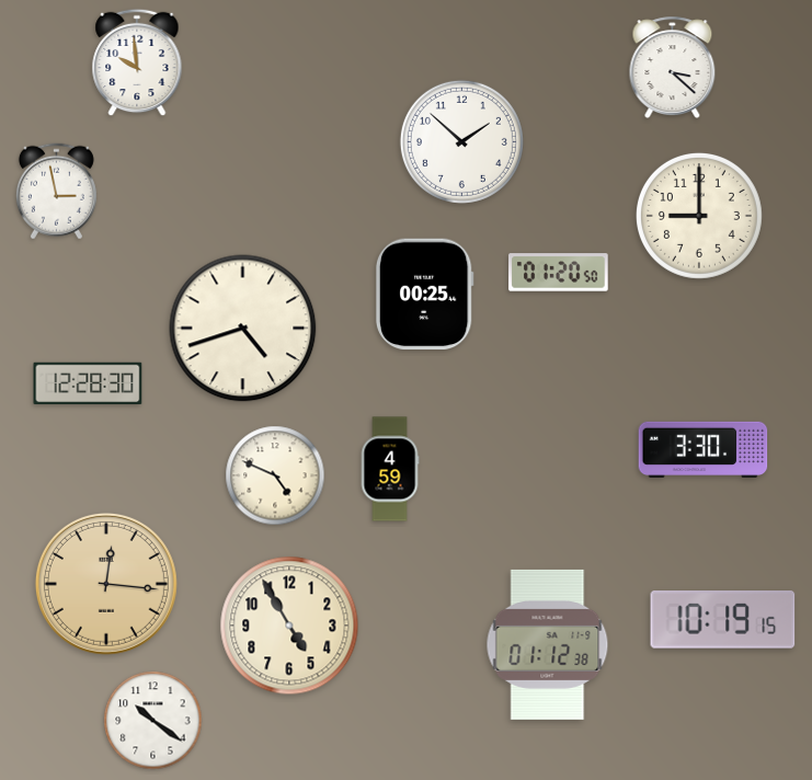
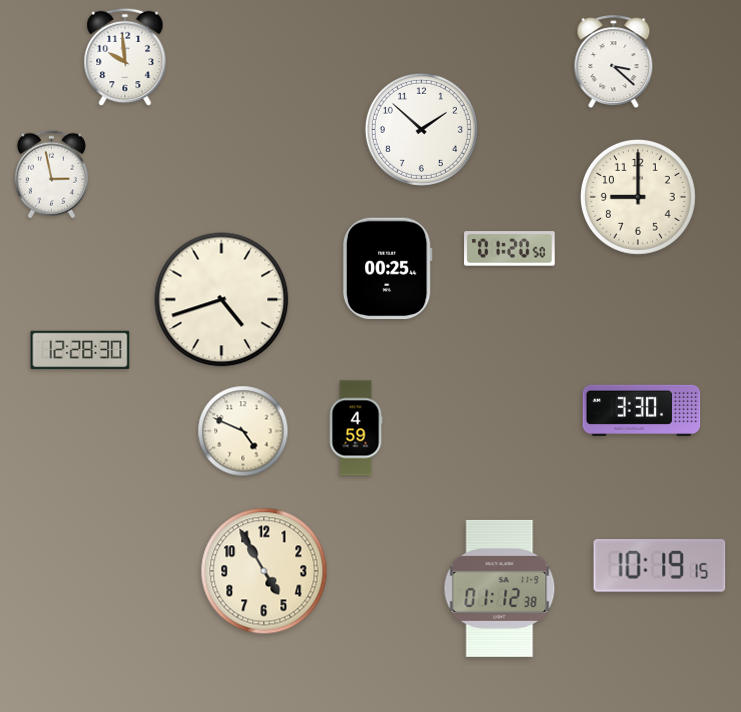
clock at (275, 475) position: (275, 475) -> (243, 431)
clock at (106, 584): 12:16 -> none
clock at (153, 721): 10:21 -> none
